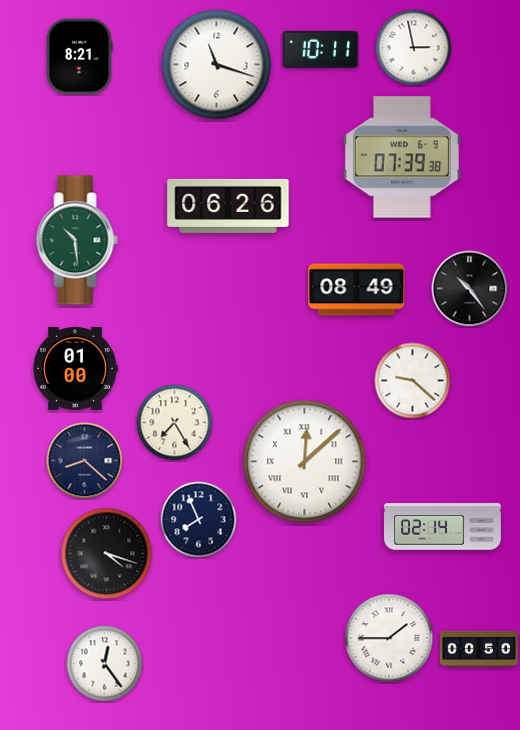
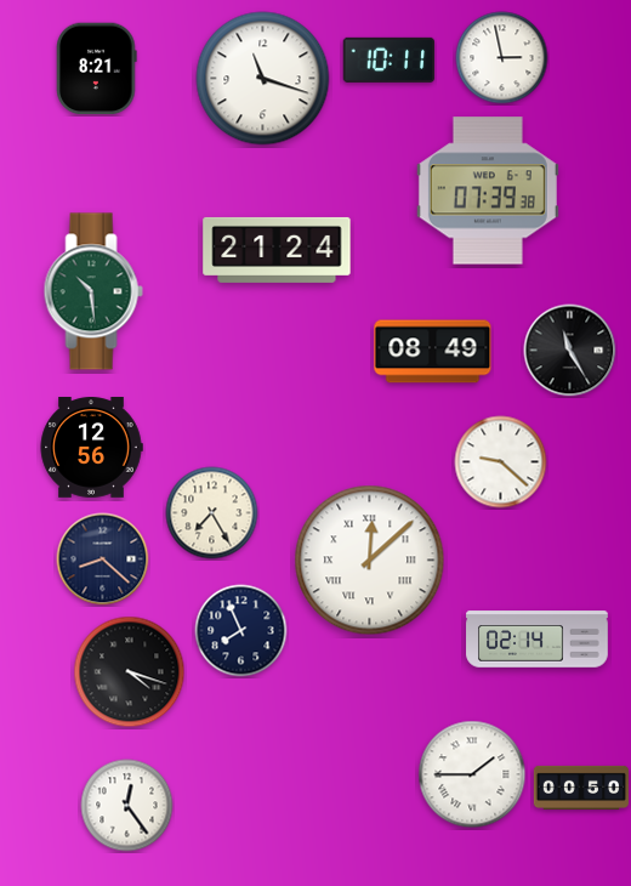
clock at (228, 206): 06:26 -> 21:24
clock at (470, 289): 10:24 -> 11:25
clock at (75, 369): 01:00 -> 12:56
